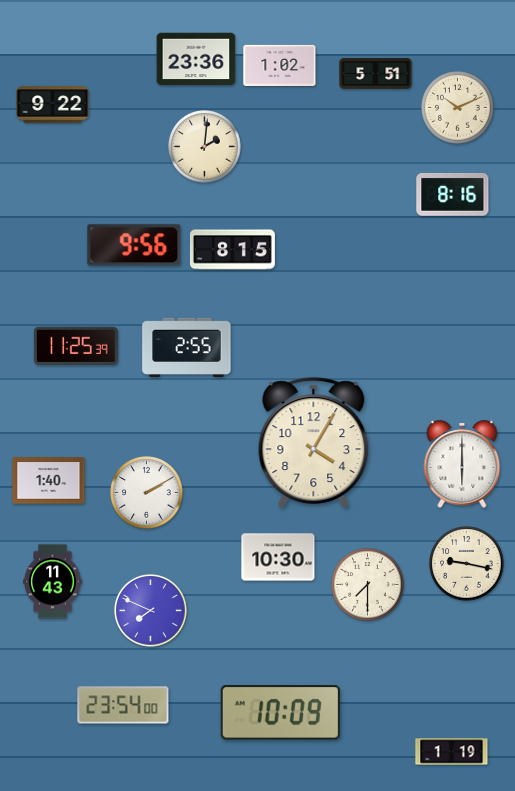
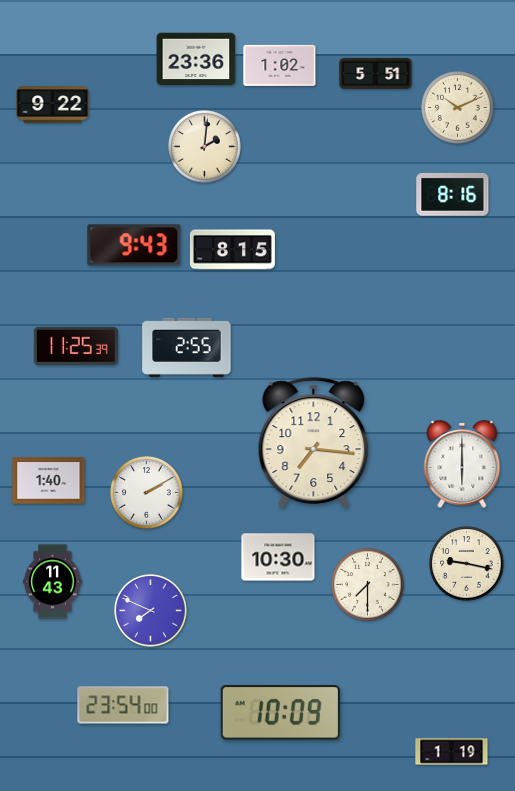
clock at (134, 245): 9:56 -> 9:43
clock at (314, 443): 4:05 -> 7:16
